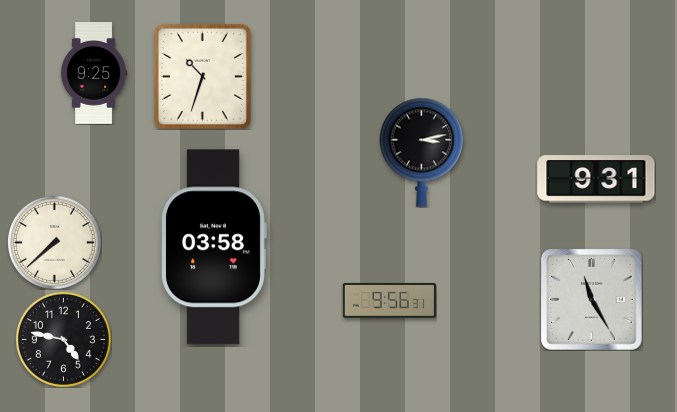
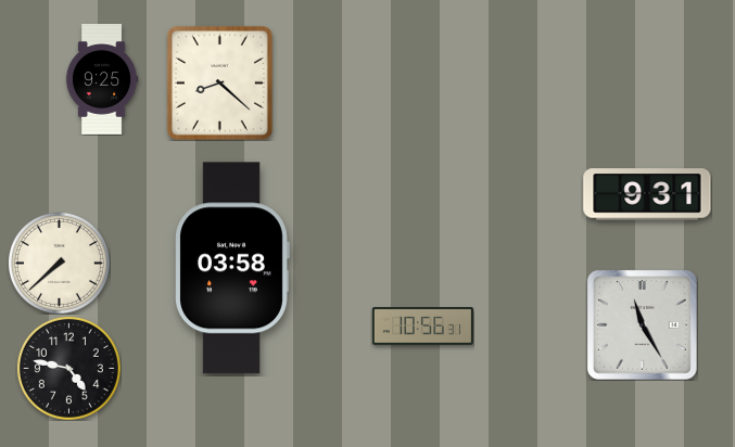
clock at (202, 76): 10:33 -> 8:22
clock at (422, 152): 3:13 -> none
clock at (389, 300): 9:56 -> 10:56
